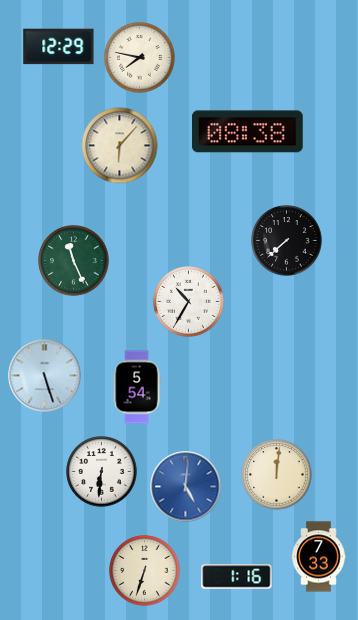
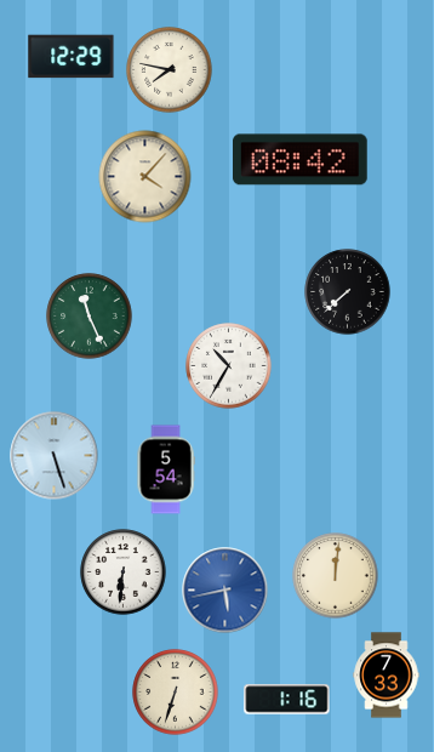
clock at (248, 132): 08:38 -> 08:42
clock at (120, 146): 6:07 -> 4:07
clock at (186, 487): 5:01 -> 5:43
